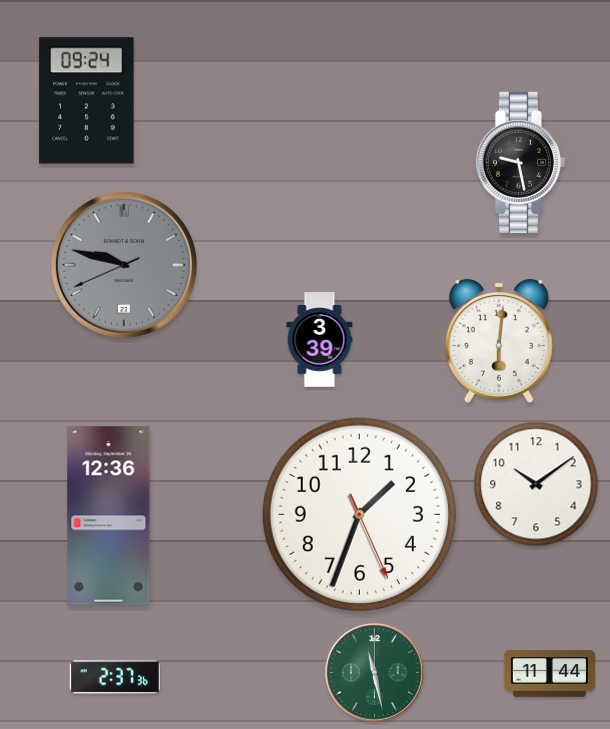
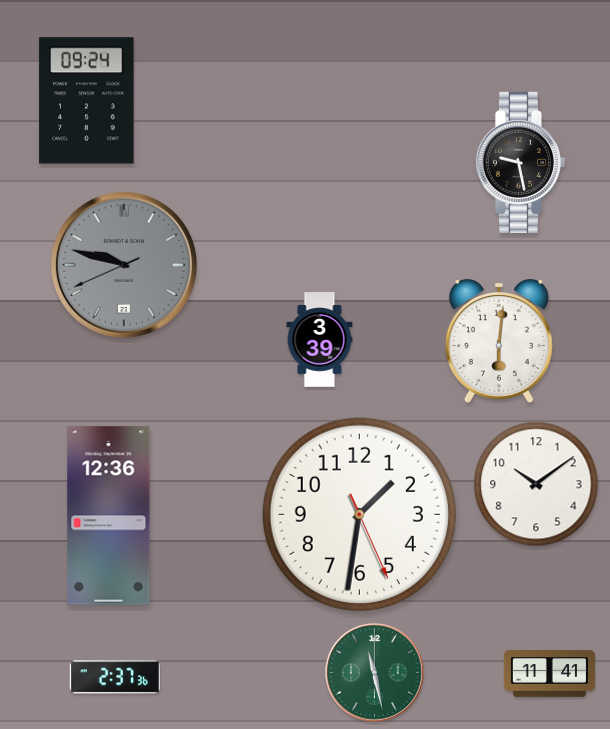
clock at (359, 514): 1:33 -> 1:31
clock at (549, 674): 11:44 -> 11:41
